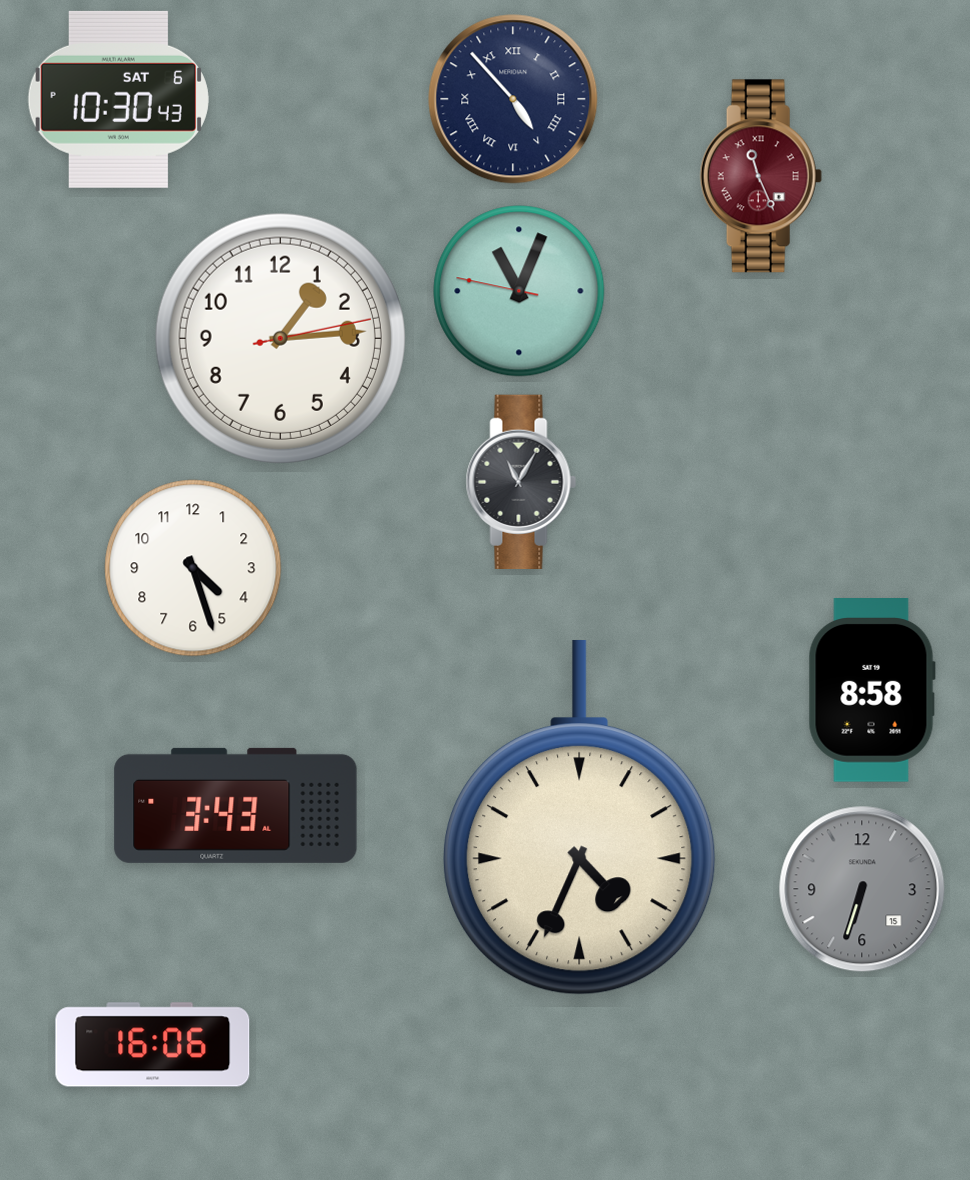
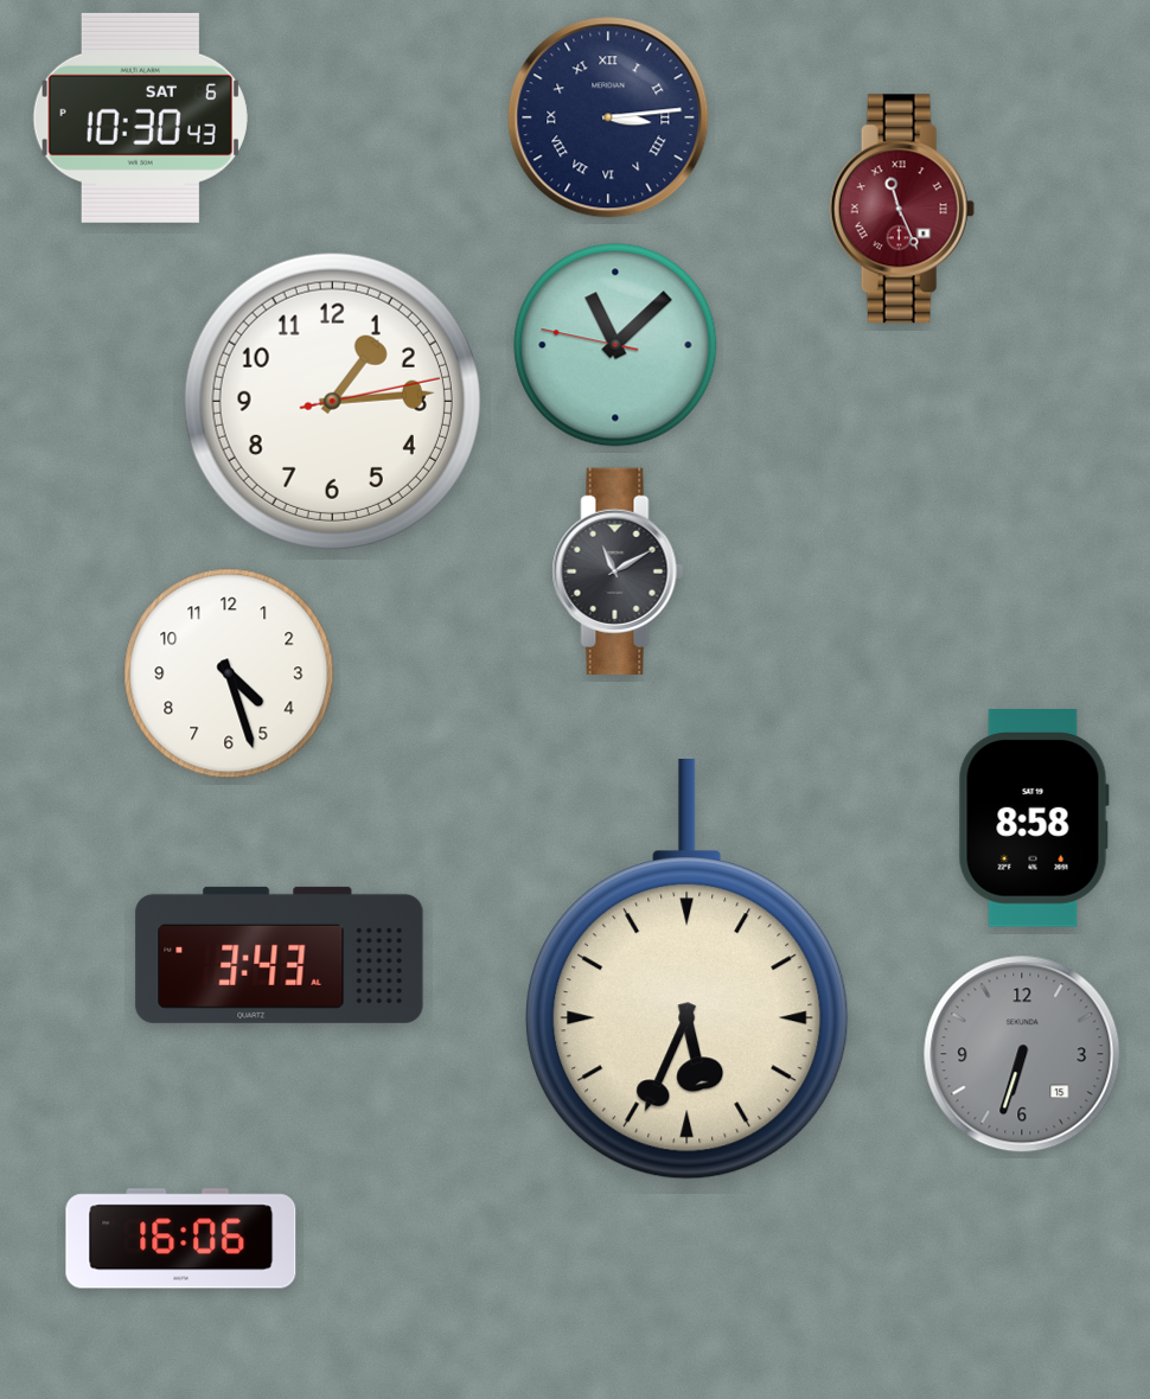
clock at (513, 99): 4:53 -> 3:14
clock at (519, 291): 11:03 -> 11:07
clock at (521, 481): 11:05 -> 11:10
clock at (580, 818): 4:34 -> 5:34
